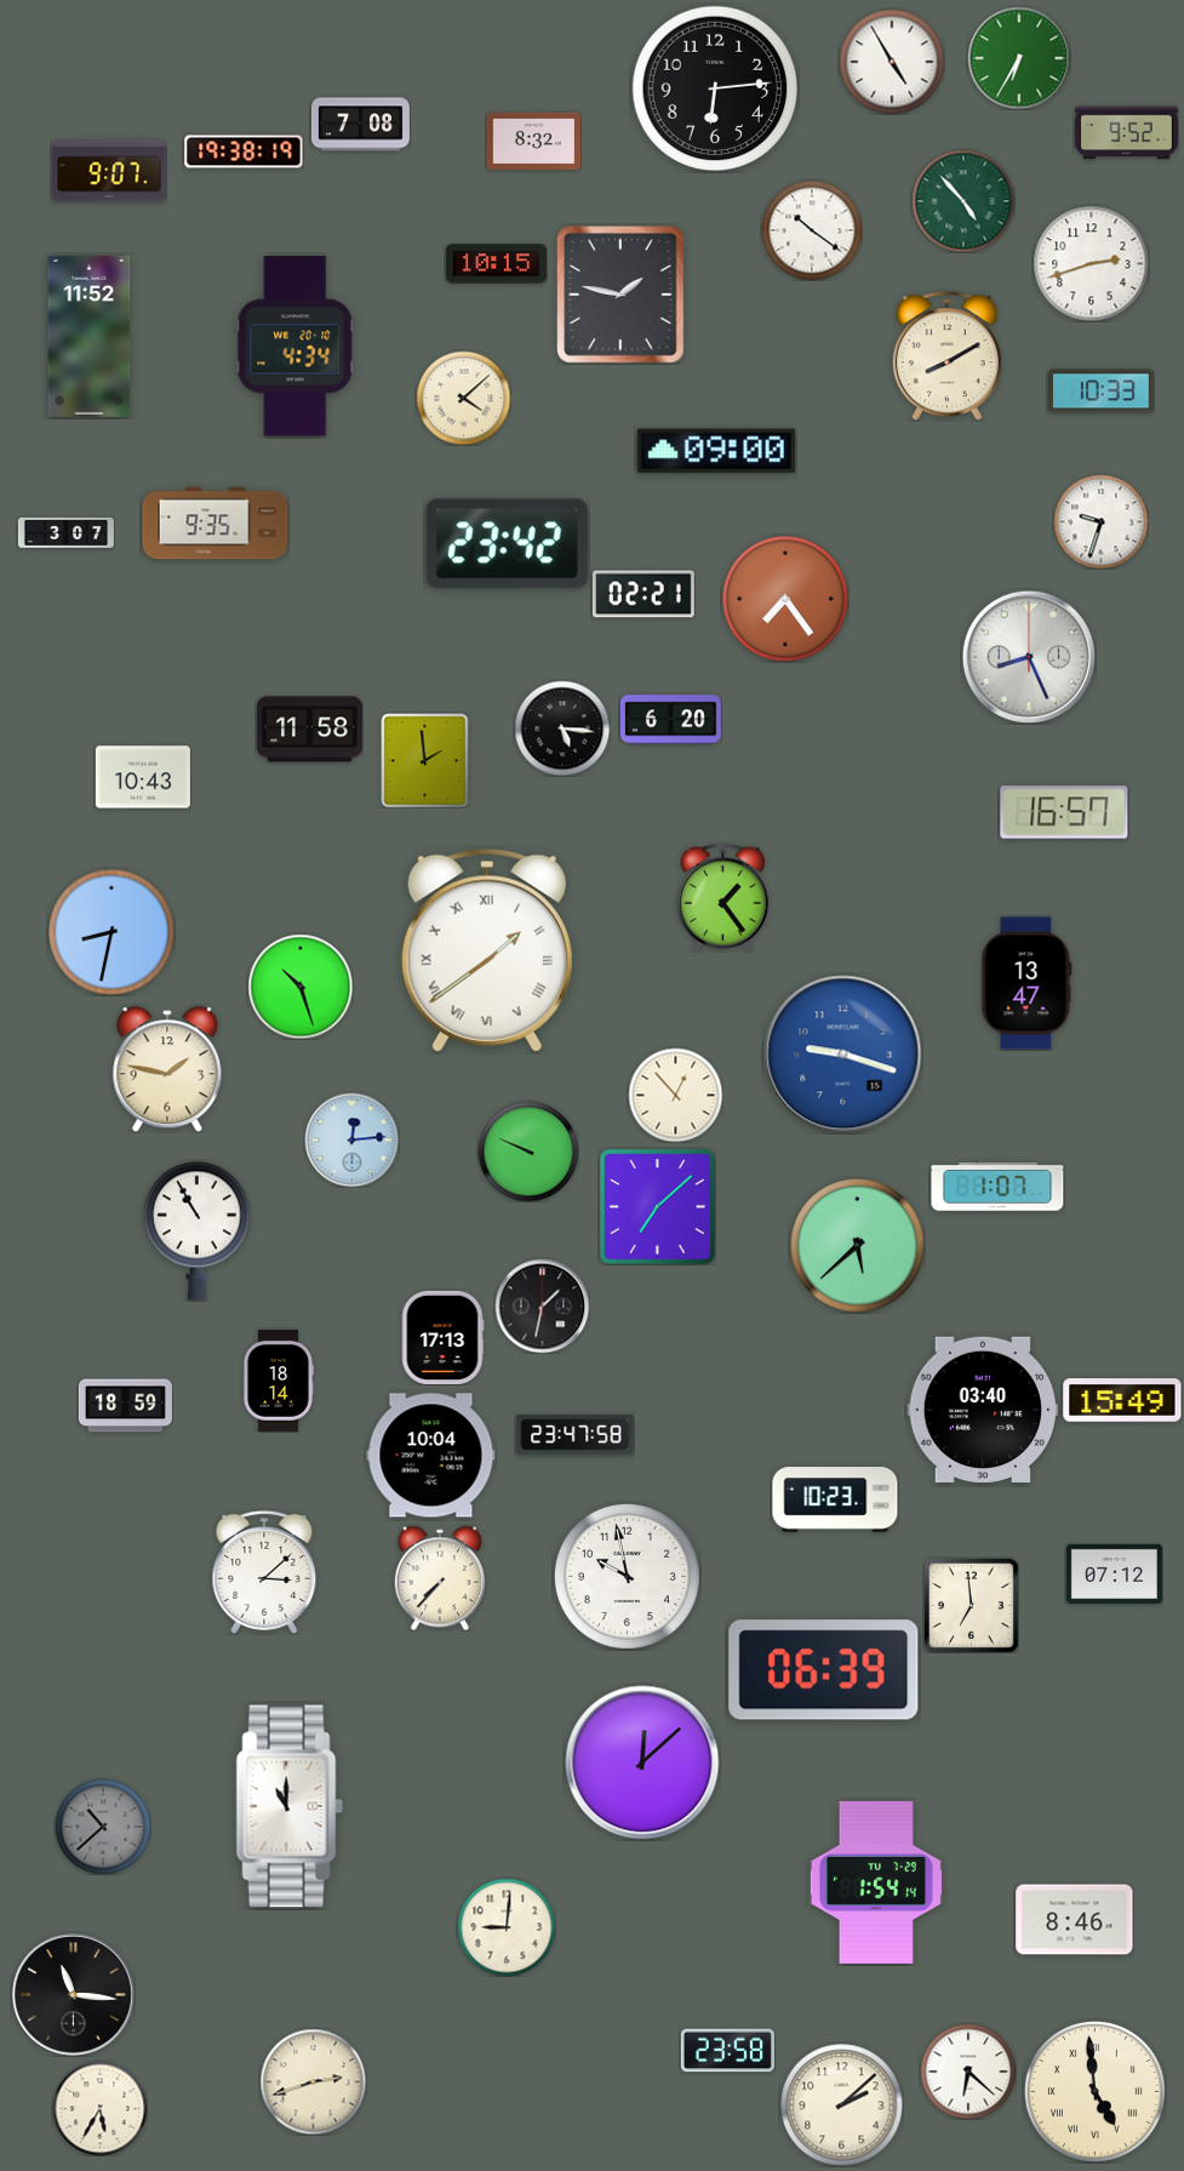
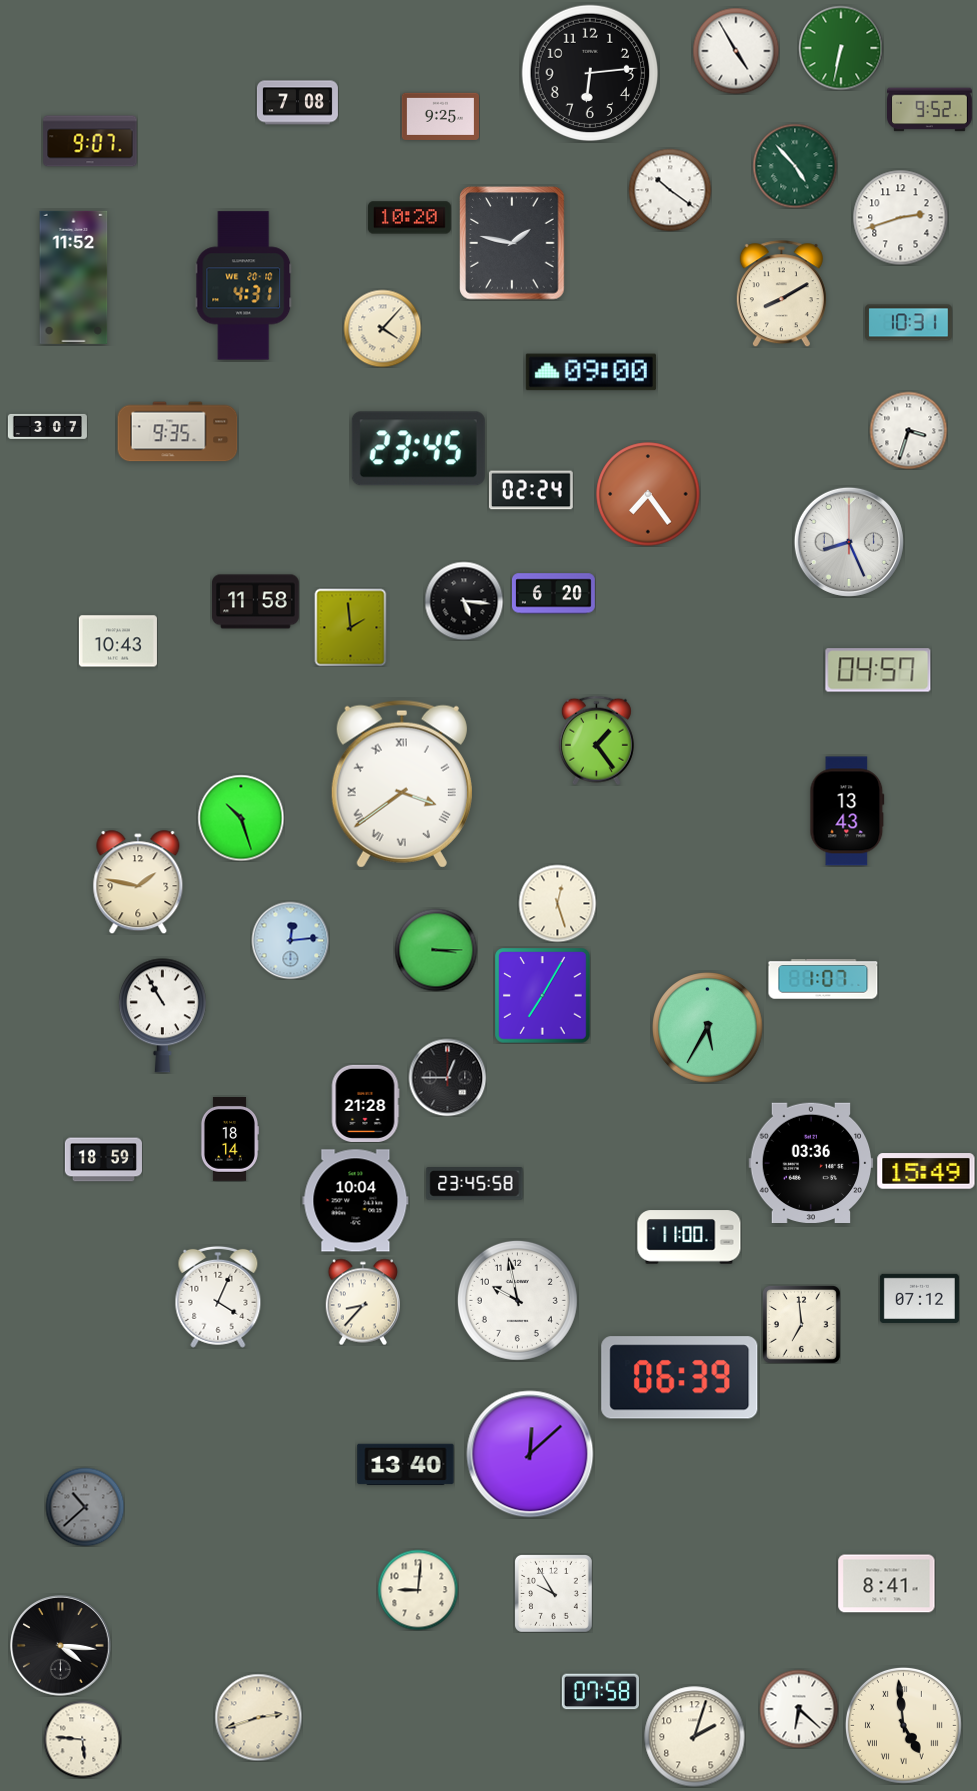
clock at (1019, 58): 6:35 -> 6:32
clock at (533, 141): 8:32 -> 9:25
clock at (244, 152): 19:38 -> none
clock at (496, 264): 10:15 -> 10:20
clock at (296, 347): 4:34 -> 4:31
clock at (1102, 392): 10:33 -> 10:31
clock at (463, 398): 4:08 -> 4:07
clock at (1100, 521): 9:33 -> 3:33
clock at (65, 532) position: (65, 532) -> (47, 426)
clock at (507, 544): 23:42 -> 23:45
clock at (644, 594): 02:21 -> 02:24
clock at (1064, 812): 16:57 -> 04:57
clock at (111, 932): 8:32 -> none
clock at (487, 950): 1:39 -> 3:39
clock at (1026, 983): 13:47 -> 13:43
clock at (301, 987) position: (301, 987) -> (241, 818)
clock at (843, 1055): 9:18 -> none
clock at (675, 1095): 12:53 -> 12:27
clock at (528, 1152): 9:49 -> 3:15
clock at (658, 1207): 7:08 -> 7:05
clock at (858, 1246): 5:38 -> 5:35
clock at (542, 1306): 1:32 -> 12:45
clock at (442, 1337): 17:13 -> 21:28
clock at (1122, 1400) position: (1122, 1400) -> (926, 1171)
clock at (983, 1410): 03:40 -> 03:36
clock at (576, 1435): 23:47 -> 23:45
clock at (835, 1499): 10:23 -> 11:00
clock at (264, 1572): 3:08 -> 4:04
clock at (439, 1578): 7:37 -> 8:37
clock at (406, 1465): none -> 13:40
clock at (290, 1806): 11:00 -> none
clock at (876, 1883): 1:54 -> none
clock at (1075, 1920): 8:46 -> 8:41
clock at (553, 1593): none -> 9:55
clock at (74, 1995): 11:16 -> 4:16
clock at (727, 2051): 23:58 -> 07:58
clock at (842, 2106): 2:08 -> 2:03
clock at (99, 2108): 5:35 -> 5:46
